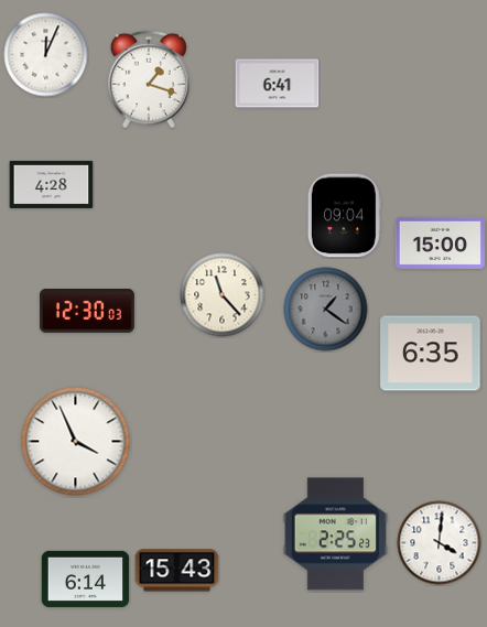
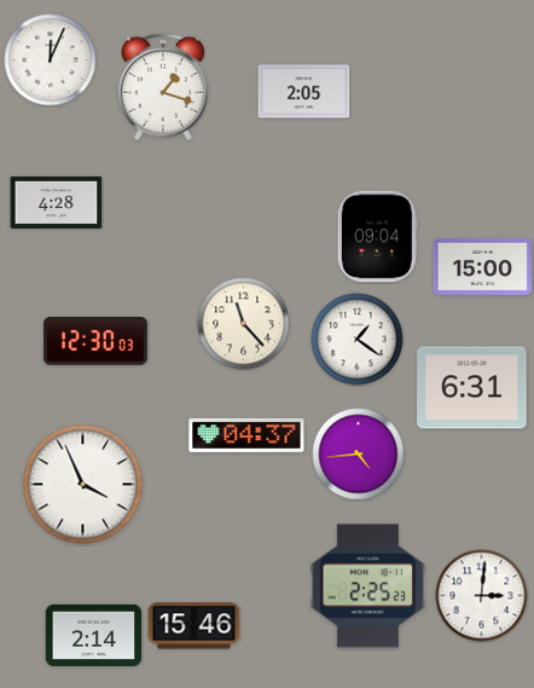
clock at (278, 84): 6:41 -> 2:05
clock at (326, 310) dial: grey -> white
clock at (431, 354): 6:35 -> 6:31
clock at (246, 435): none -> 04:37
clock at (359, 455): none -> 4:44
clock at (440, 543): 4:01 -> 3:01
clock at (177, 571): 15:43 -> 15:46
clock at (86, 579): 6:14 -> 2:14
